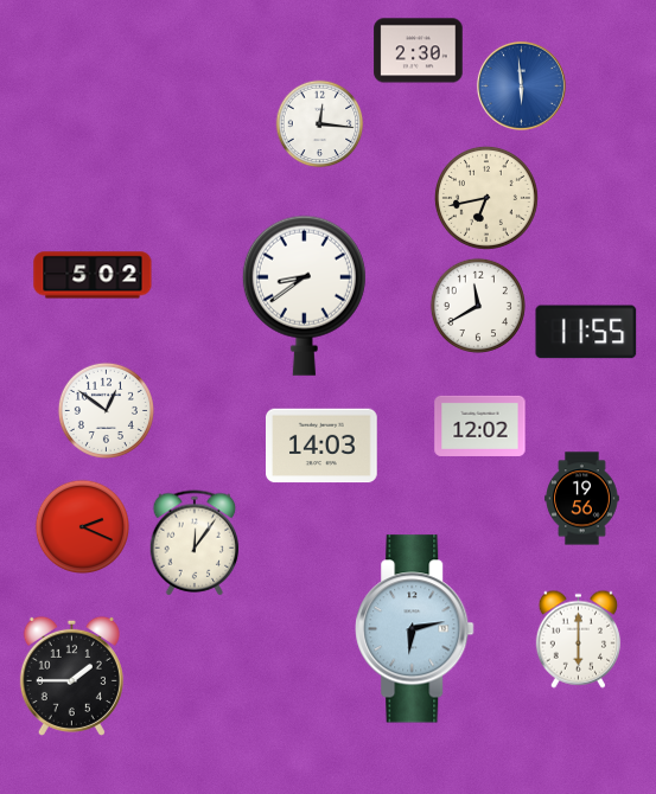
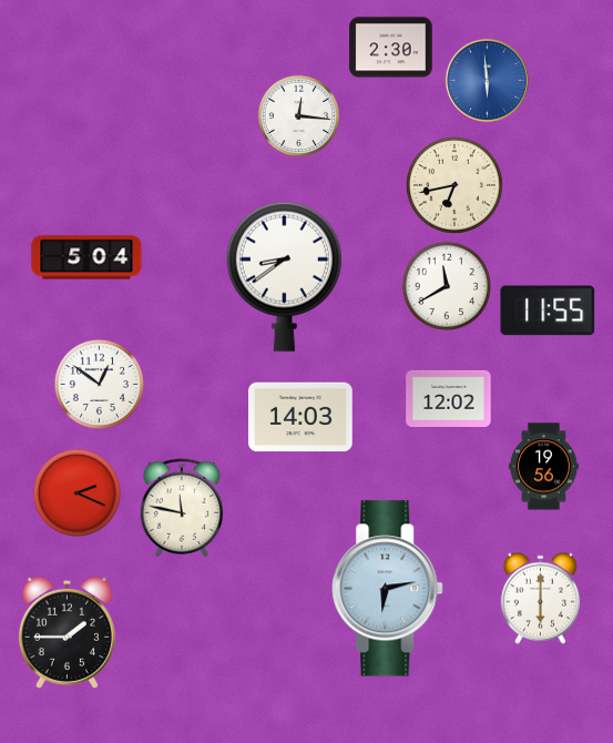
clock at (93, 275): 5:02 -> 5:04
clock at (195, 543): 12:06 -> 11:47
